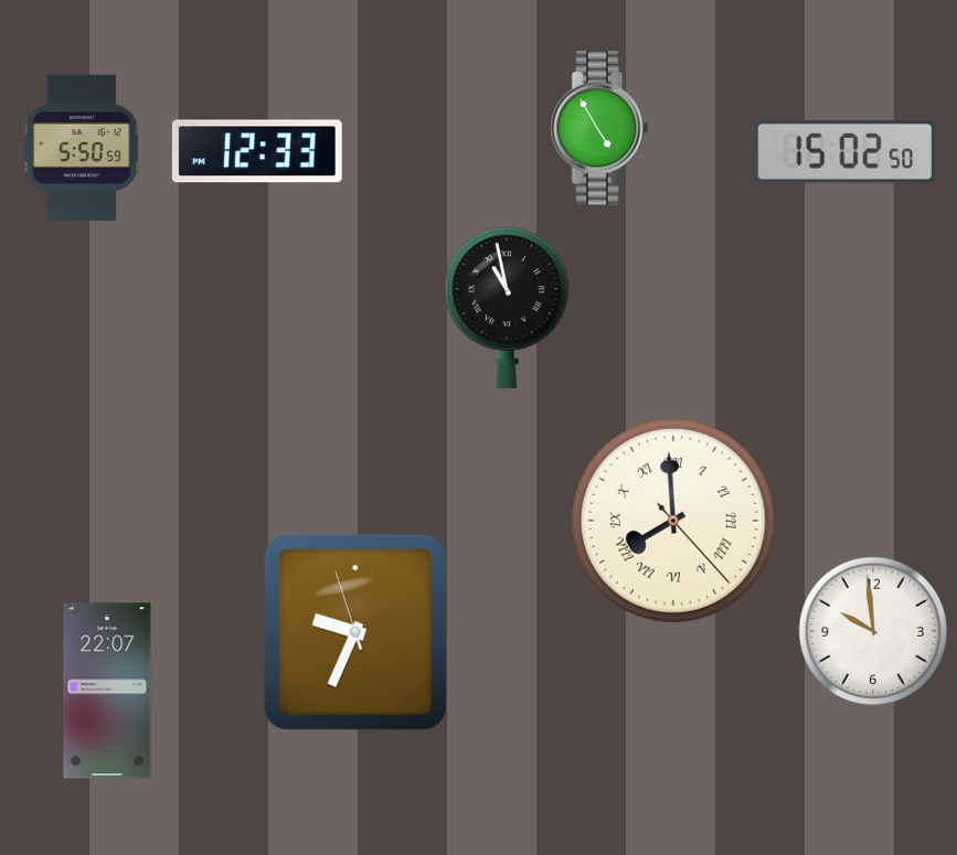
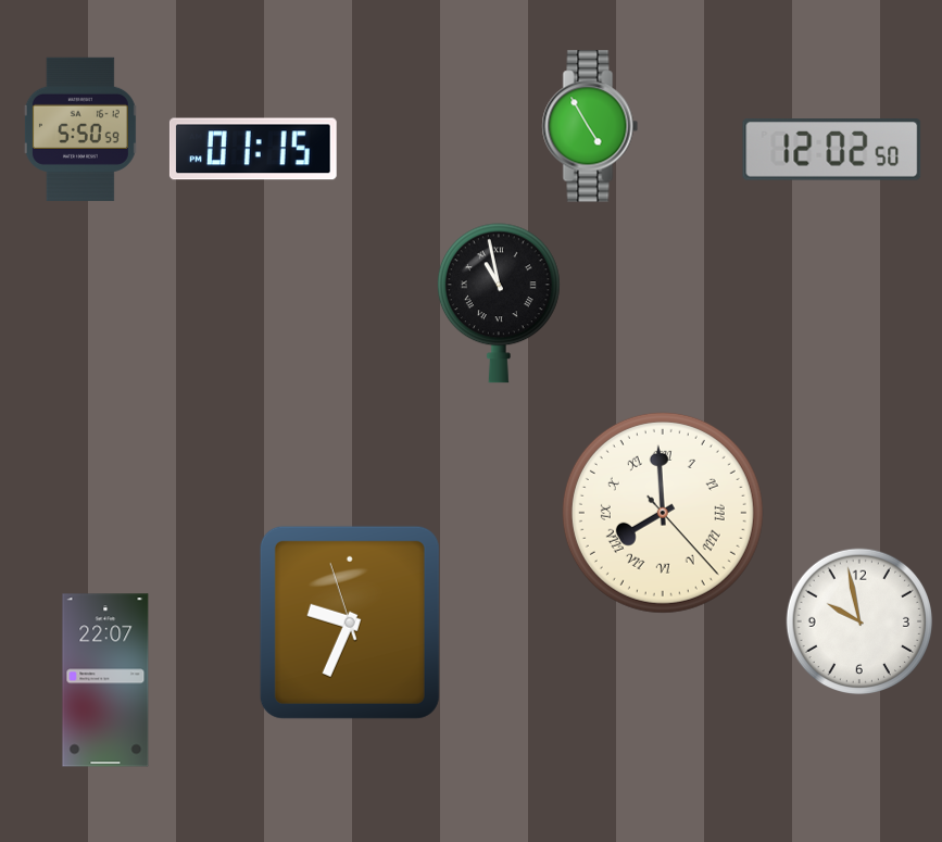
clock at (82, 148) position: (82, 148) -> (80, 129)
clock at (257, 151): 12:33 -> 01:15
clock at (846, 152): 15:02 -> 12:02
clock at (873, 631): 9:59 -> 9:58
